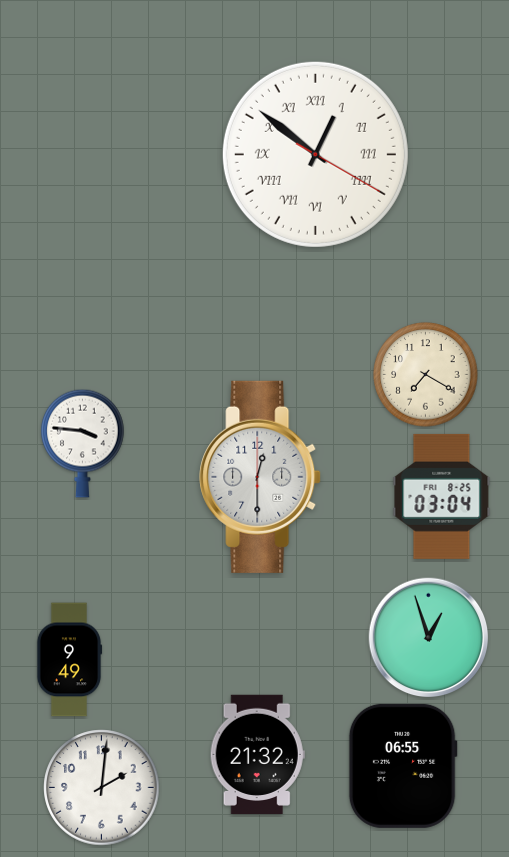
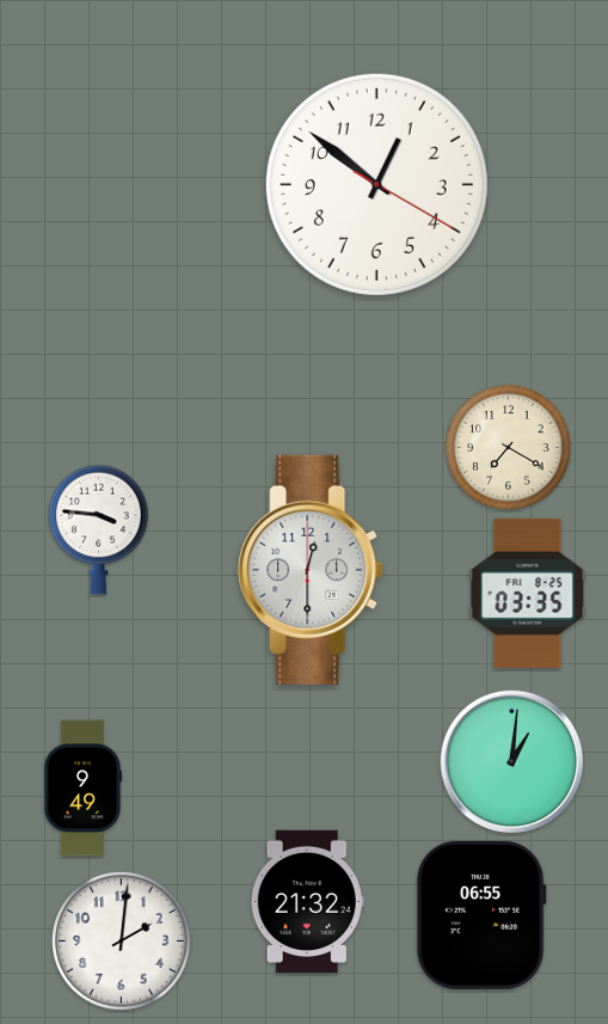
clock at (315, 154) numerals: Roman -> Arabic
clock at (442, 496): 03:04 -> 03:35
clock at (429, 638): 12:57 -> 1:01
